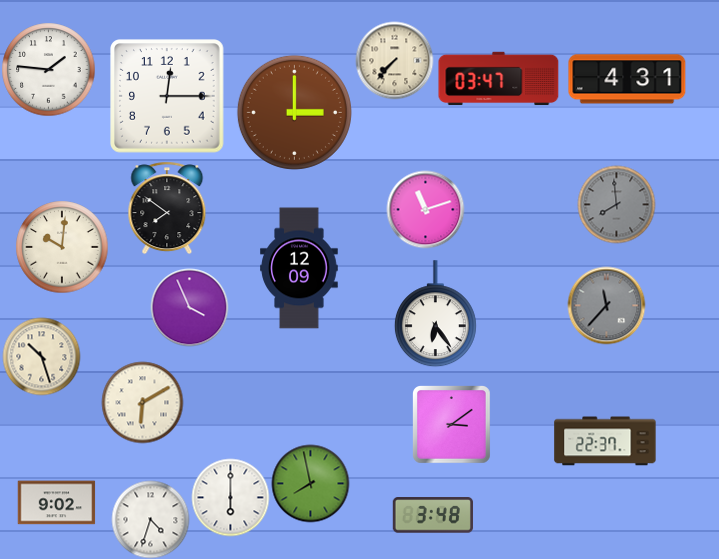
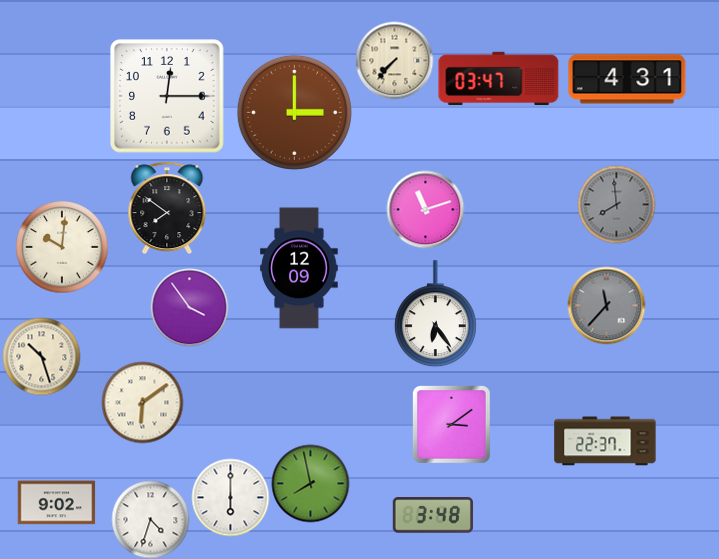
clock at (48, 69): 1:46 -> none
clock at (189, 307): 3:56 -> 3:54
clock at (142, 402): 6:10 -> 6:09
